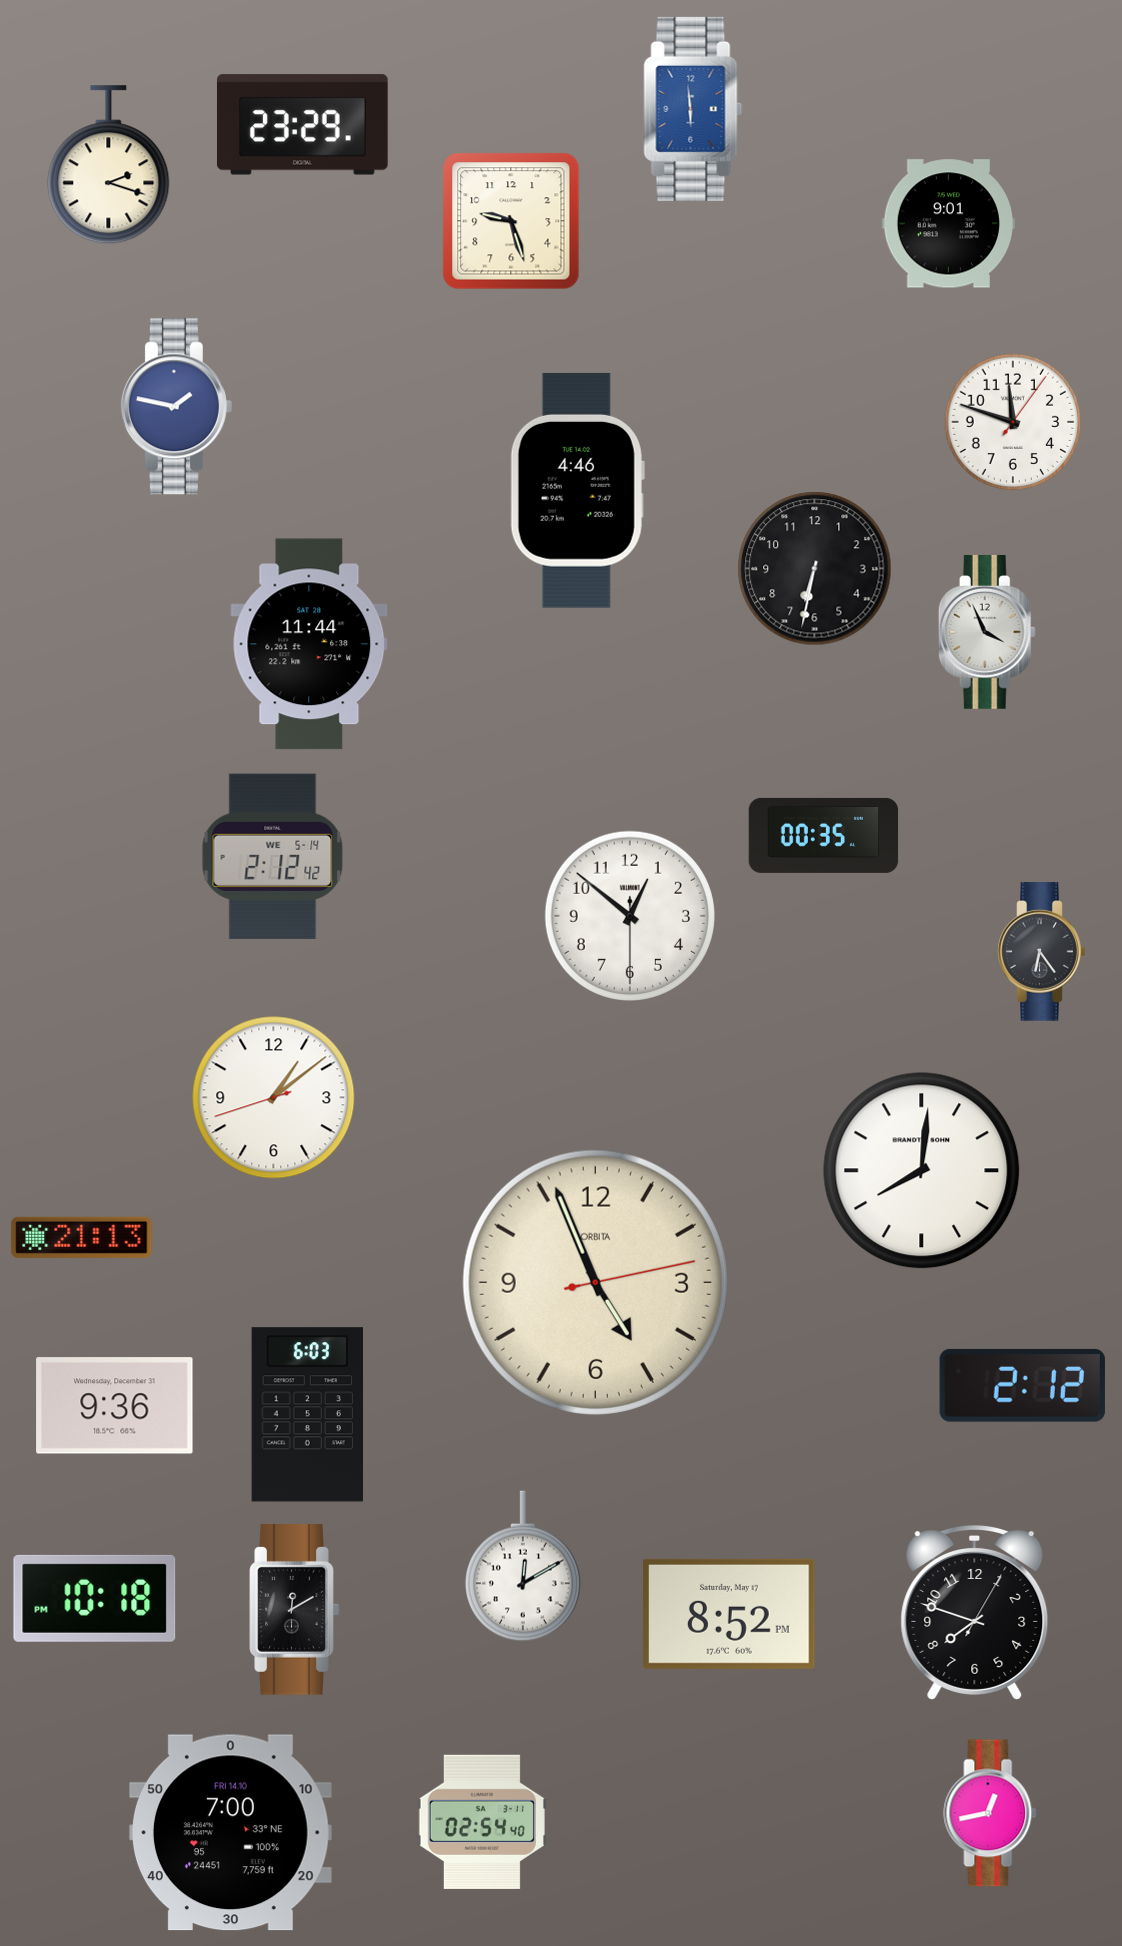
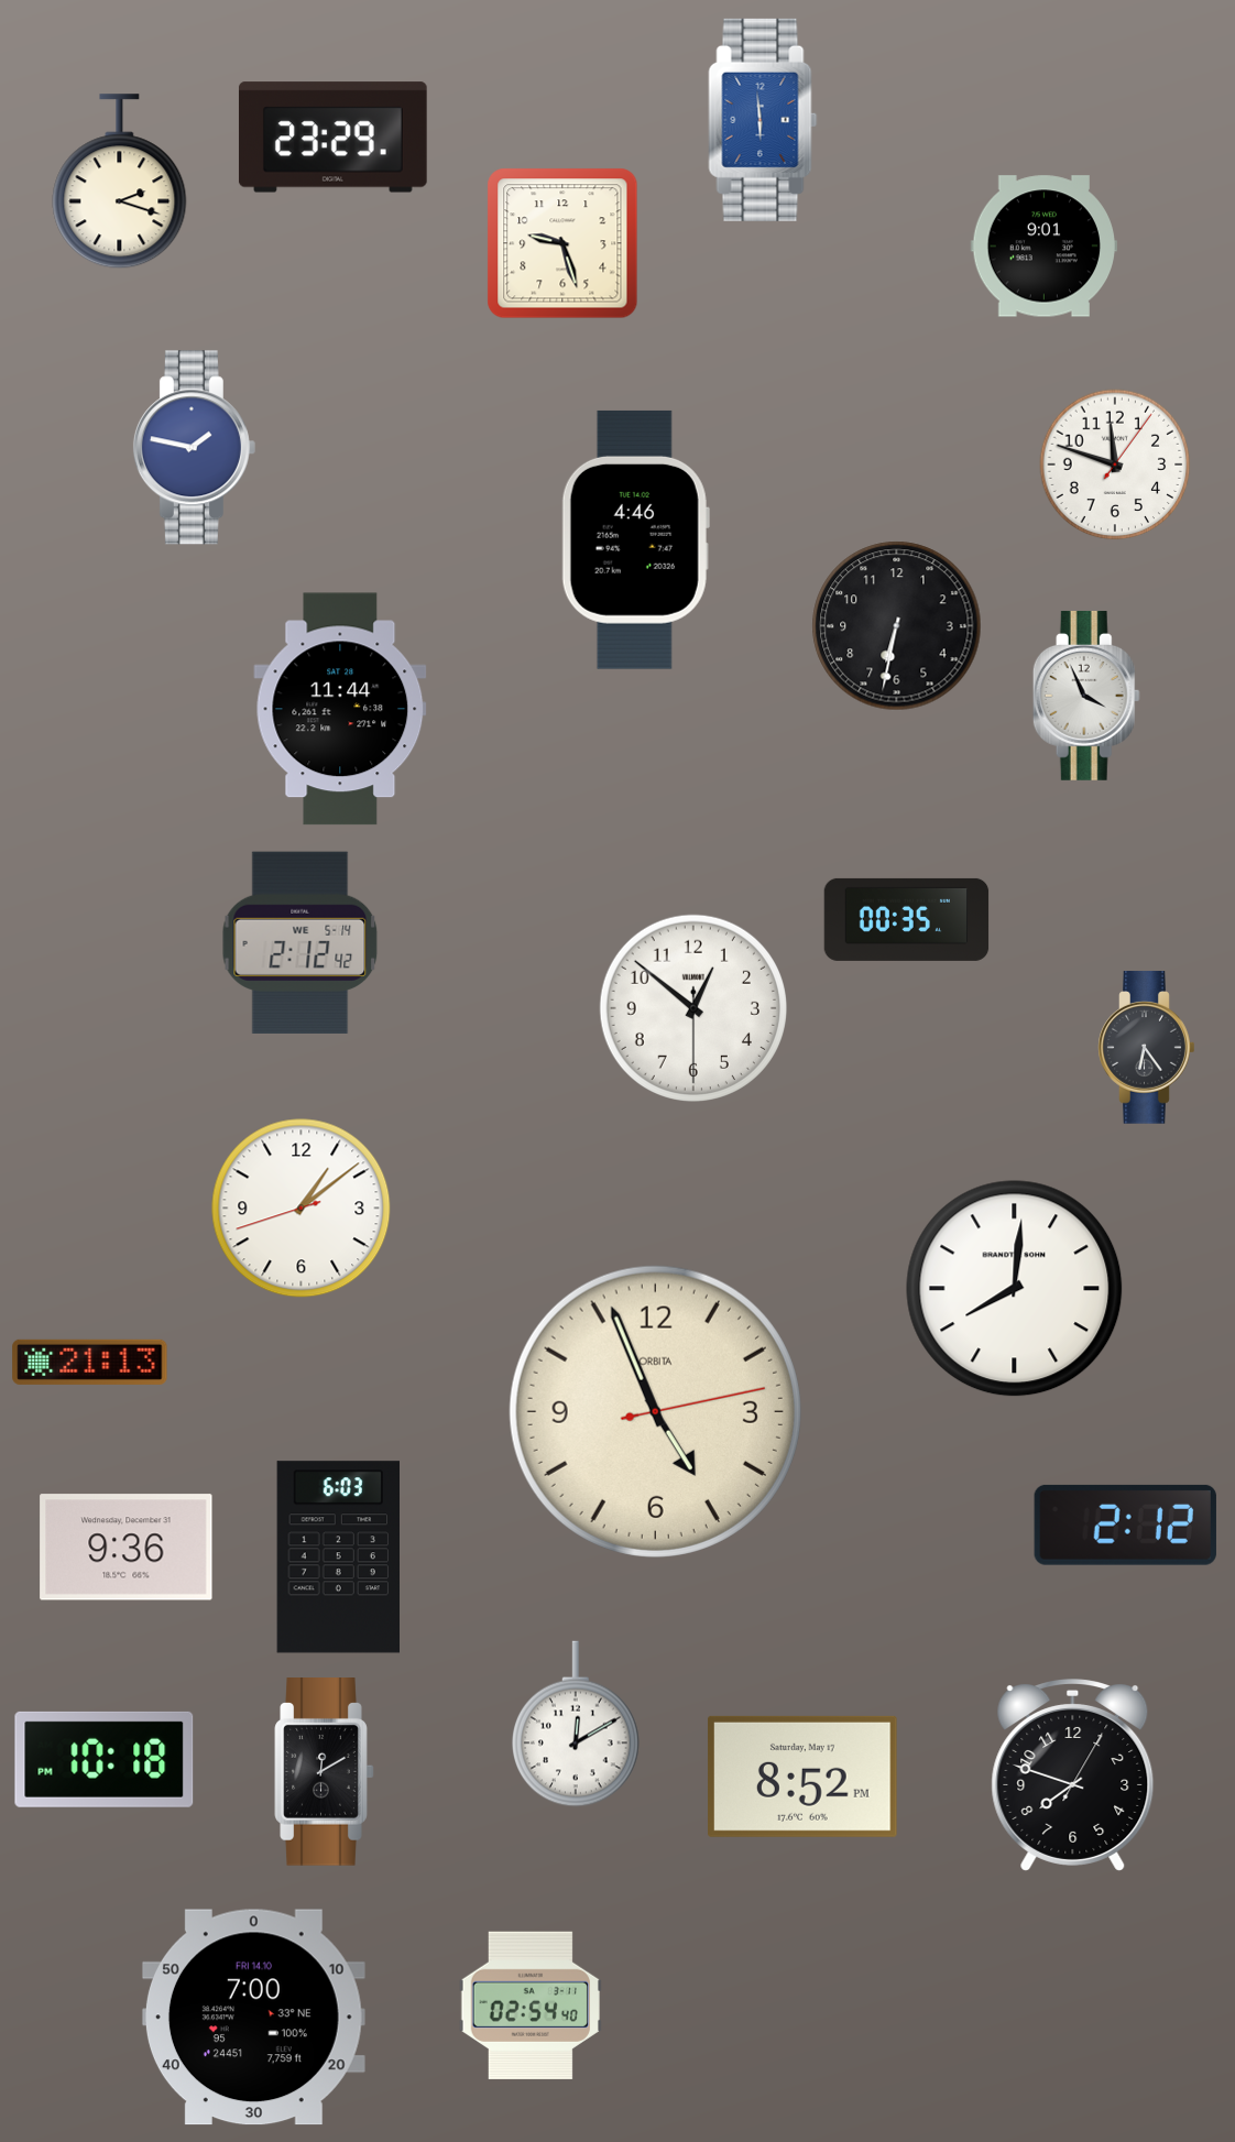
clock at (990, 1813): 12:43 -> none
